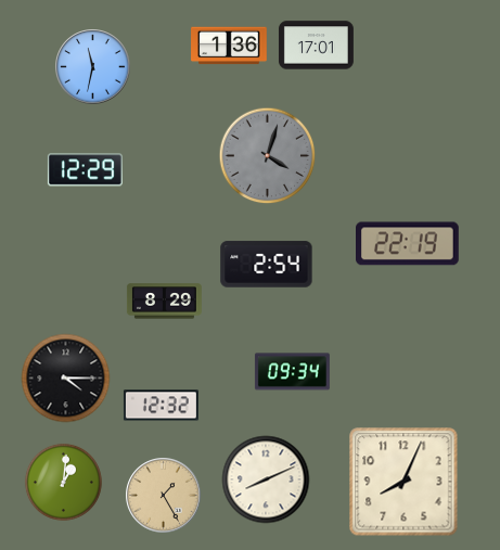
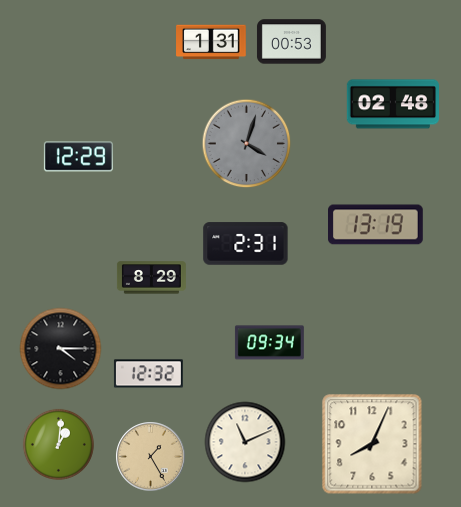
clock at (229, 46): 1:36 -> 1:31
clock at (316, 46): 17:01 -> 00:53
clock at (93, 67): 11:32 -> none
clock at (392, 104): none -> 02:48
clock at (408, 244): 22:19 -> 13:19
clock at (267, 265): 2:54 -> 2:31
clock at (266, 479): 8:11 -> 11:11
